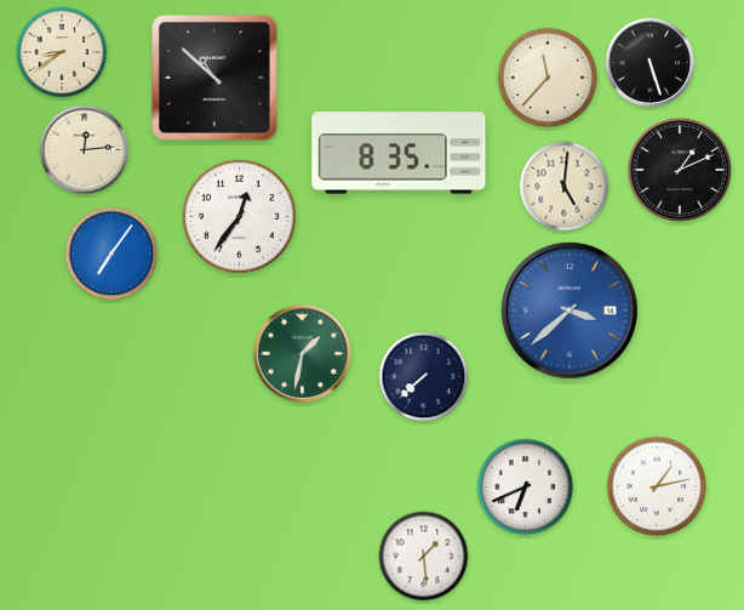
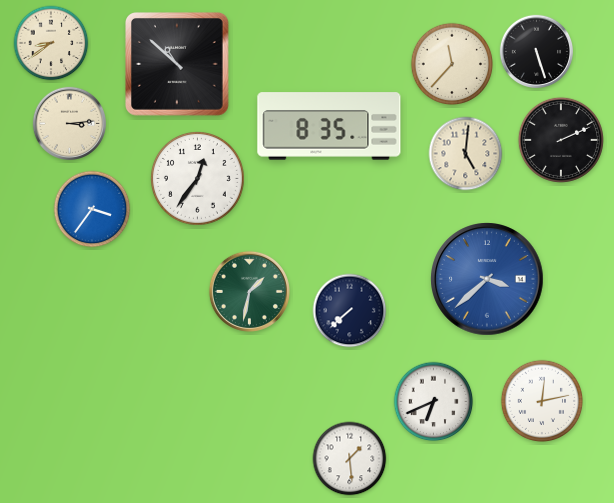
clock at (84, 149): 12:14 -> 3:14
clock at (680, 170): 1:11 -> 2:11
clock at (111, 253): 7:06 -> 3:36
clock at (570, 310) position: (570, 310) -> (487, 279)
clock at (657, 486): 1:13 -> 12:13
